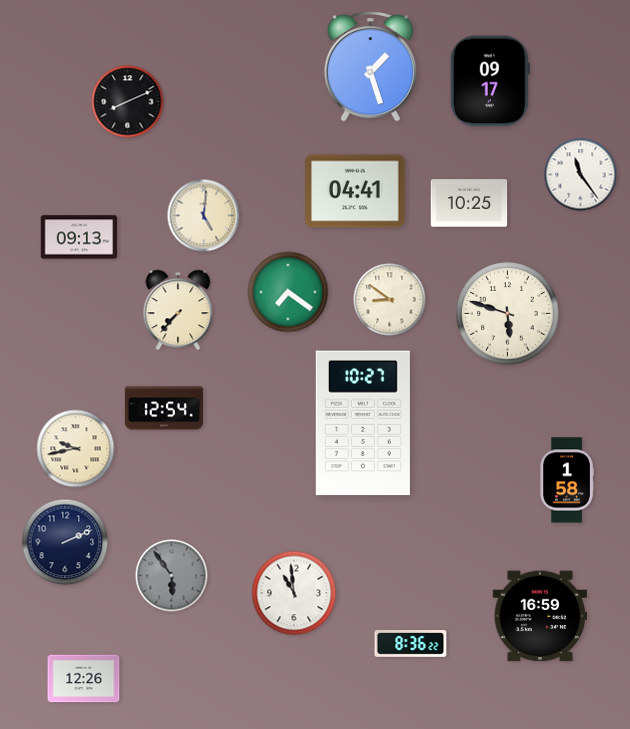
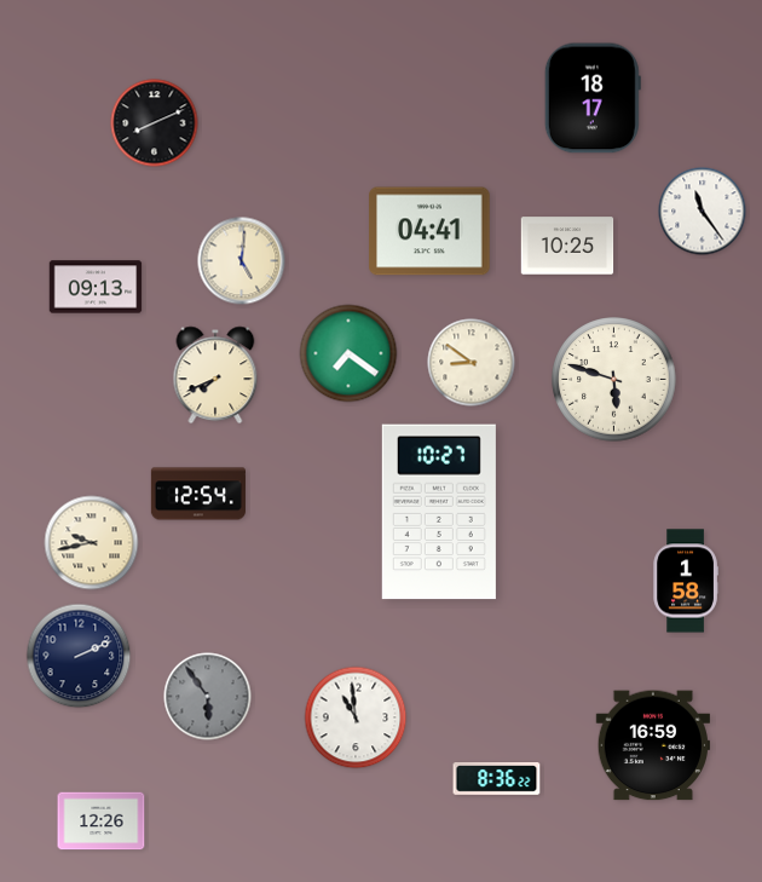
clock at (371, 66): 1:27 -> none
clock at (490, 81): 09:17 -> 18:17
clock at (204, 216) position: (204, 216) -> (242, 261)
clock at (178, 310): 7:37 -> 7:41
